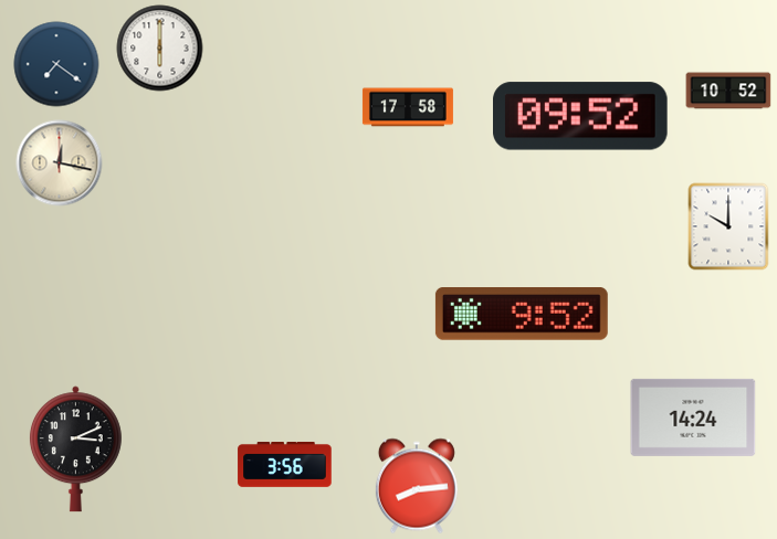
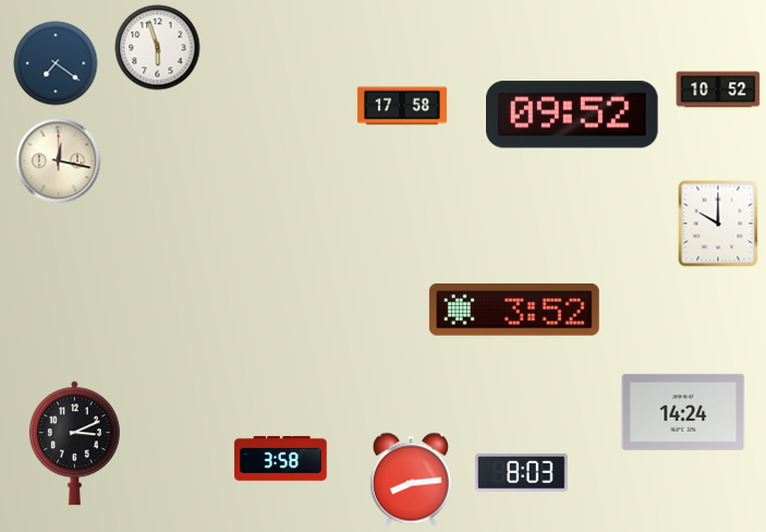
clock at (160, 49): 6:00 -> 5:57
clock at (522, 315): 9:52 -> 3:52
clock at (285, 464): 3:56 -> 3:58
clock at (522, 473): none -> 8:03
